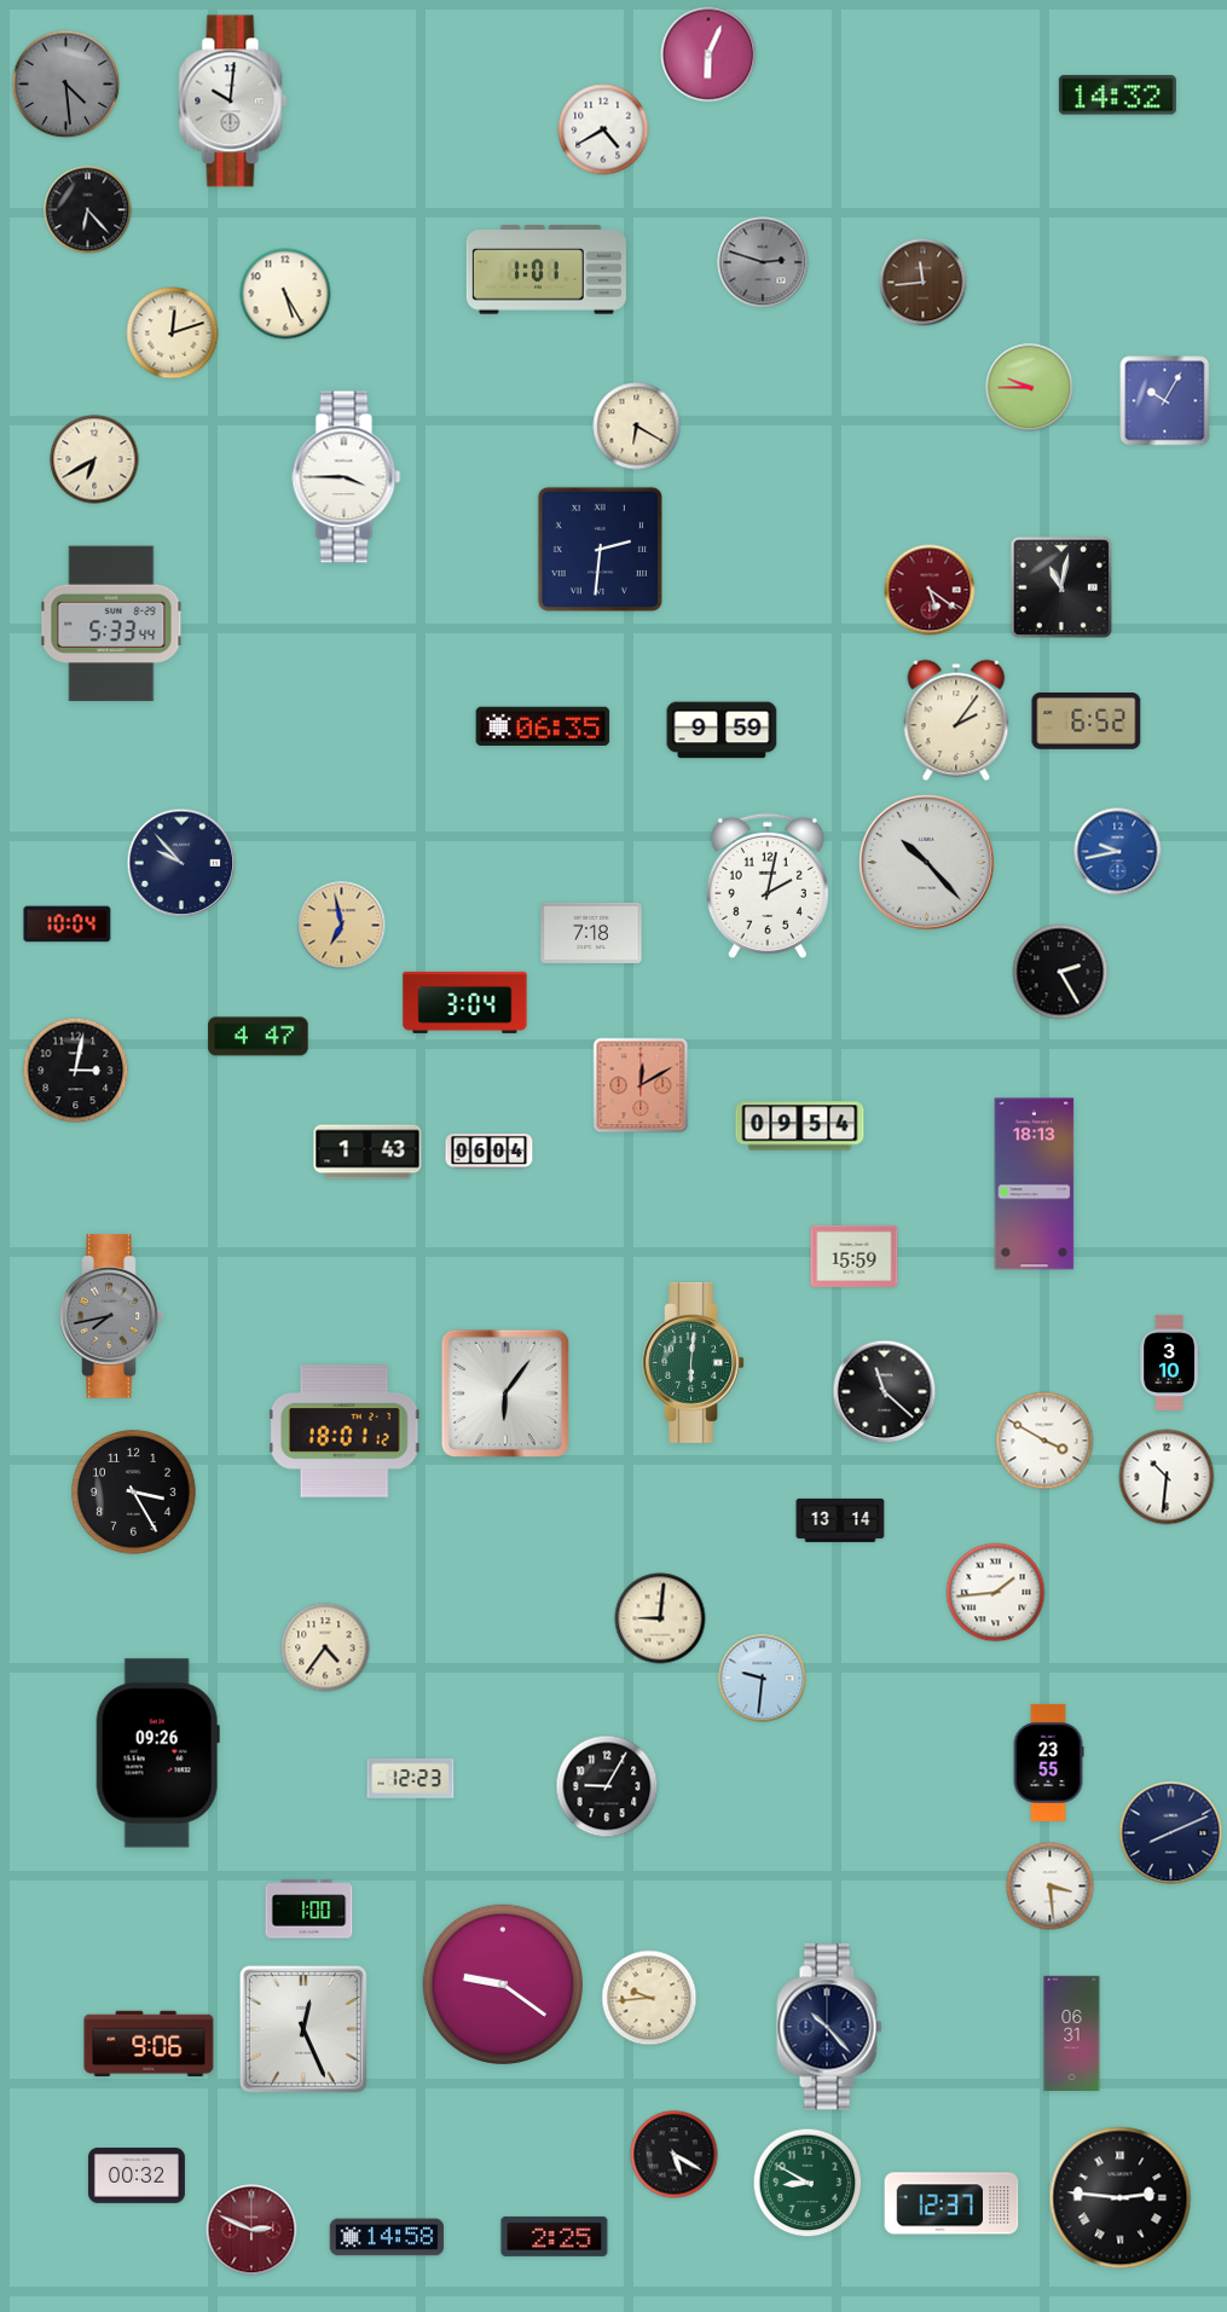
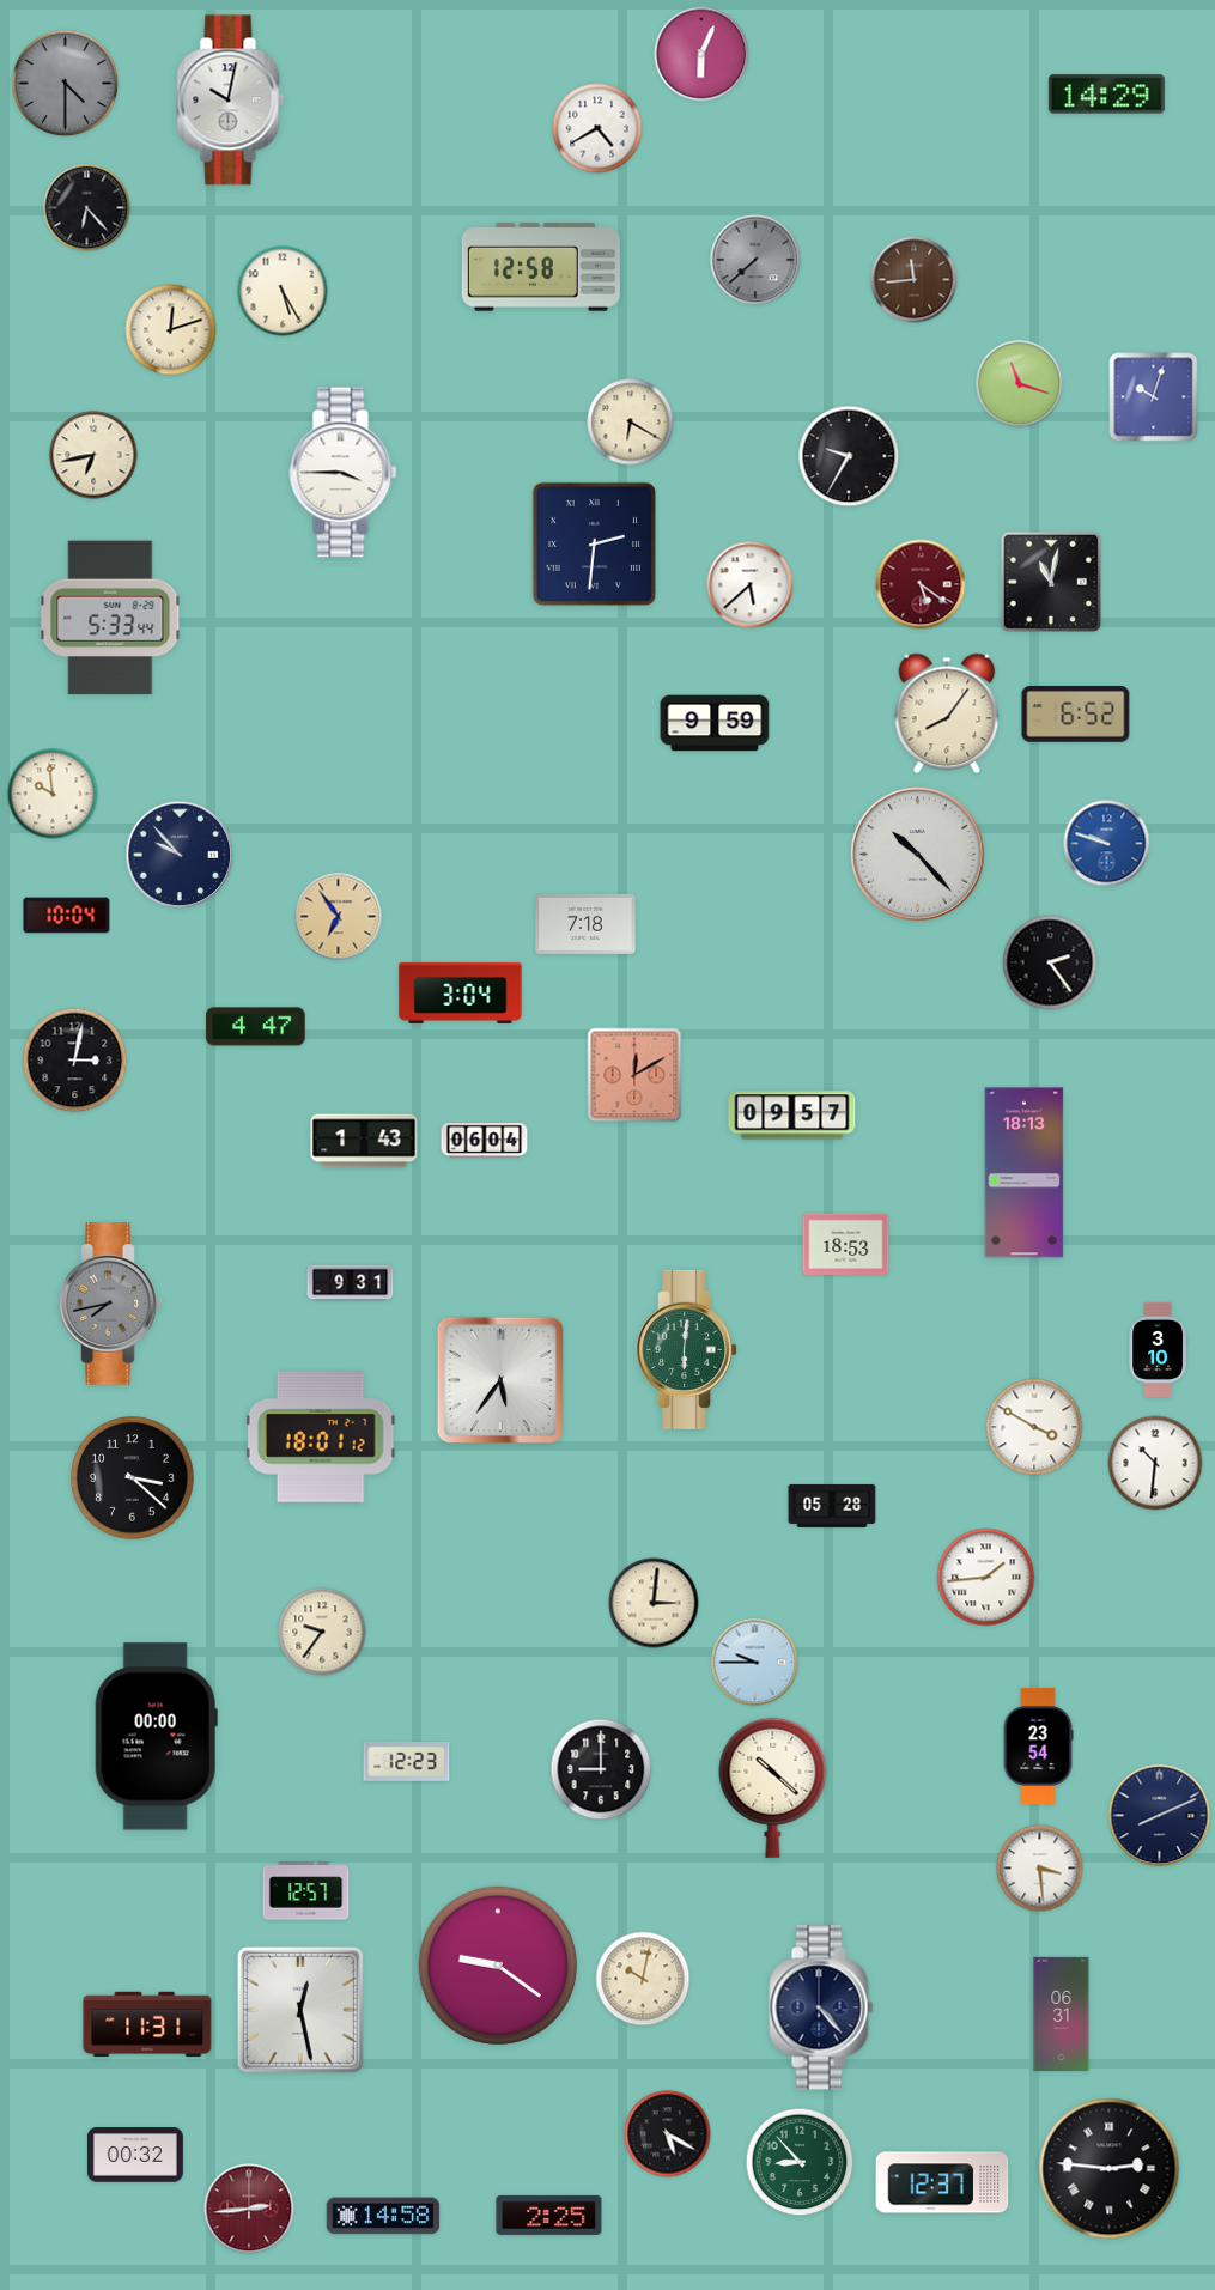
clock at (66, 85): 4:29 -> 4:30
clock at (1117, 95): 14:32 -> 14:29
clock at (233, 102): 10:01 -> 10:02
clock at (763, 262): 2:48 -> 7:38
clock at (546, 270): 1:01 -> 12:58
clock at (1030, 388): 9:45 -> 11:18
clock at (1165, 401): 10:05 -> 10:03
clock at (94, 459): 6:40 -> 6:43
clock at (849, 456): none -> 9:35
clock at (751, 585): none -> 5:38
clock at (956, 720): 2:06 -> 8:06
clock at (543, 725): 06:35 -> none
clock at (53, 794): none -> 9:59
clock at (1118, 852): 9:43 -> 9:48
clock at (768, 886): 2:02 -> none
clock at (342, 926): 6:58 -> 6:54
clock at (1060, 972): 2:25 -> 2:24
clock at (800, 1126): 09:54 -> 09:57
clock at (855, 1256): 15:59 -> 18:53
clock at (351, 1283): none -> 9:31
clock at (885, 1392): 11:22 -> none
clock at (505, 1393): 6:06 -> 5:36
clock at (345, 1431) position: (345, 1431) -> (321, 1436)
clock at (134, 1493): 3:25 -> 3:22
clock at (840, 1520): 13:14 -> 05:28
clock at (660, 1618): 9:01 -> 3:01
clock at (325, 1647): 4:36 -> 9:36
clock at (763, 1679): 9:31 -> 9:45
clock at (157, 1754): 09:26 -> 00:00
clock at (1048, 1762): 23:55 -> 23:54
clock at (607, 1786): 9:05 -> 9:00
clock at (773, 1787): none -> 10:22
clock at (309, 1910): 1:00 -> 12:57
clock at (649, 1998): 9:44 -> 10:02
clock at (829, 2027): 10:23 -> 4:23
clock at (303, 2029): 12:26 -> 12:28
clock at (149, 2044): 9:06 -> 11:31
clock at (808, 2183): 8:50 -> 8:53
clock at (1121, 2198) position: (1121, 2198) -> (1110, 2169)
clock at (251, 2230): 2:49 -> 2:44
